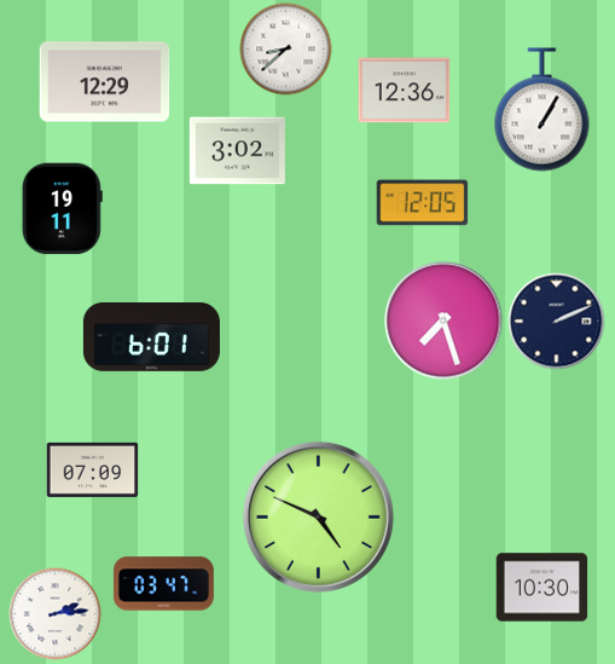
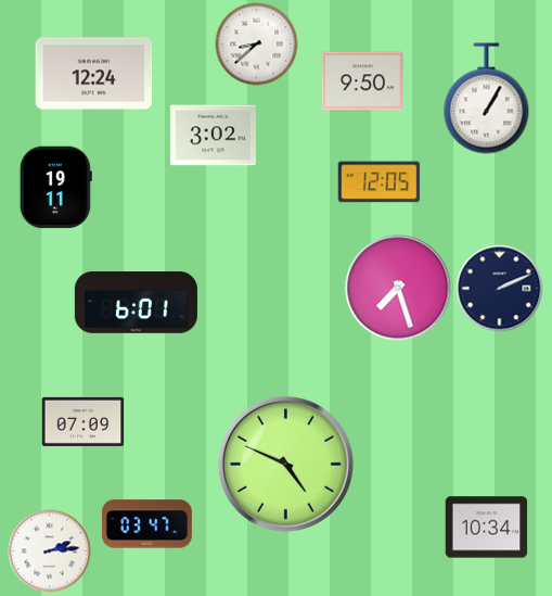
clock at (105, 82): 12:29 -> 12:24
clock at (405, 91): 12:36 -> 9:50
clock at (543, 588): 10:30 -> 10:34
